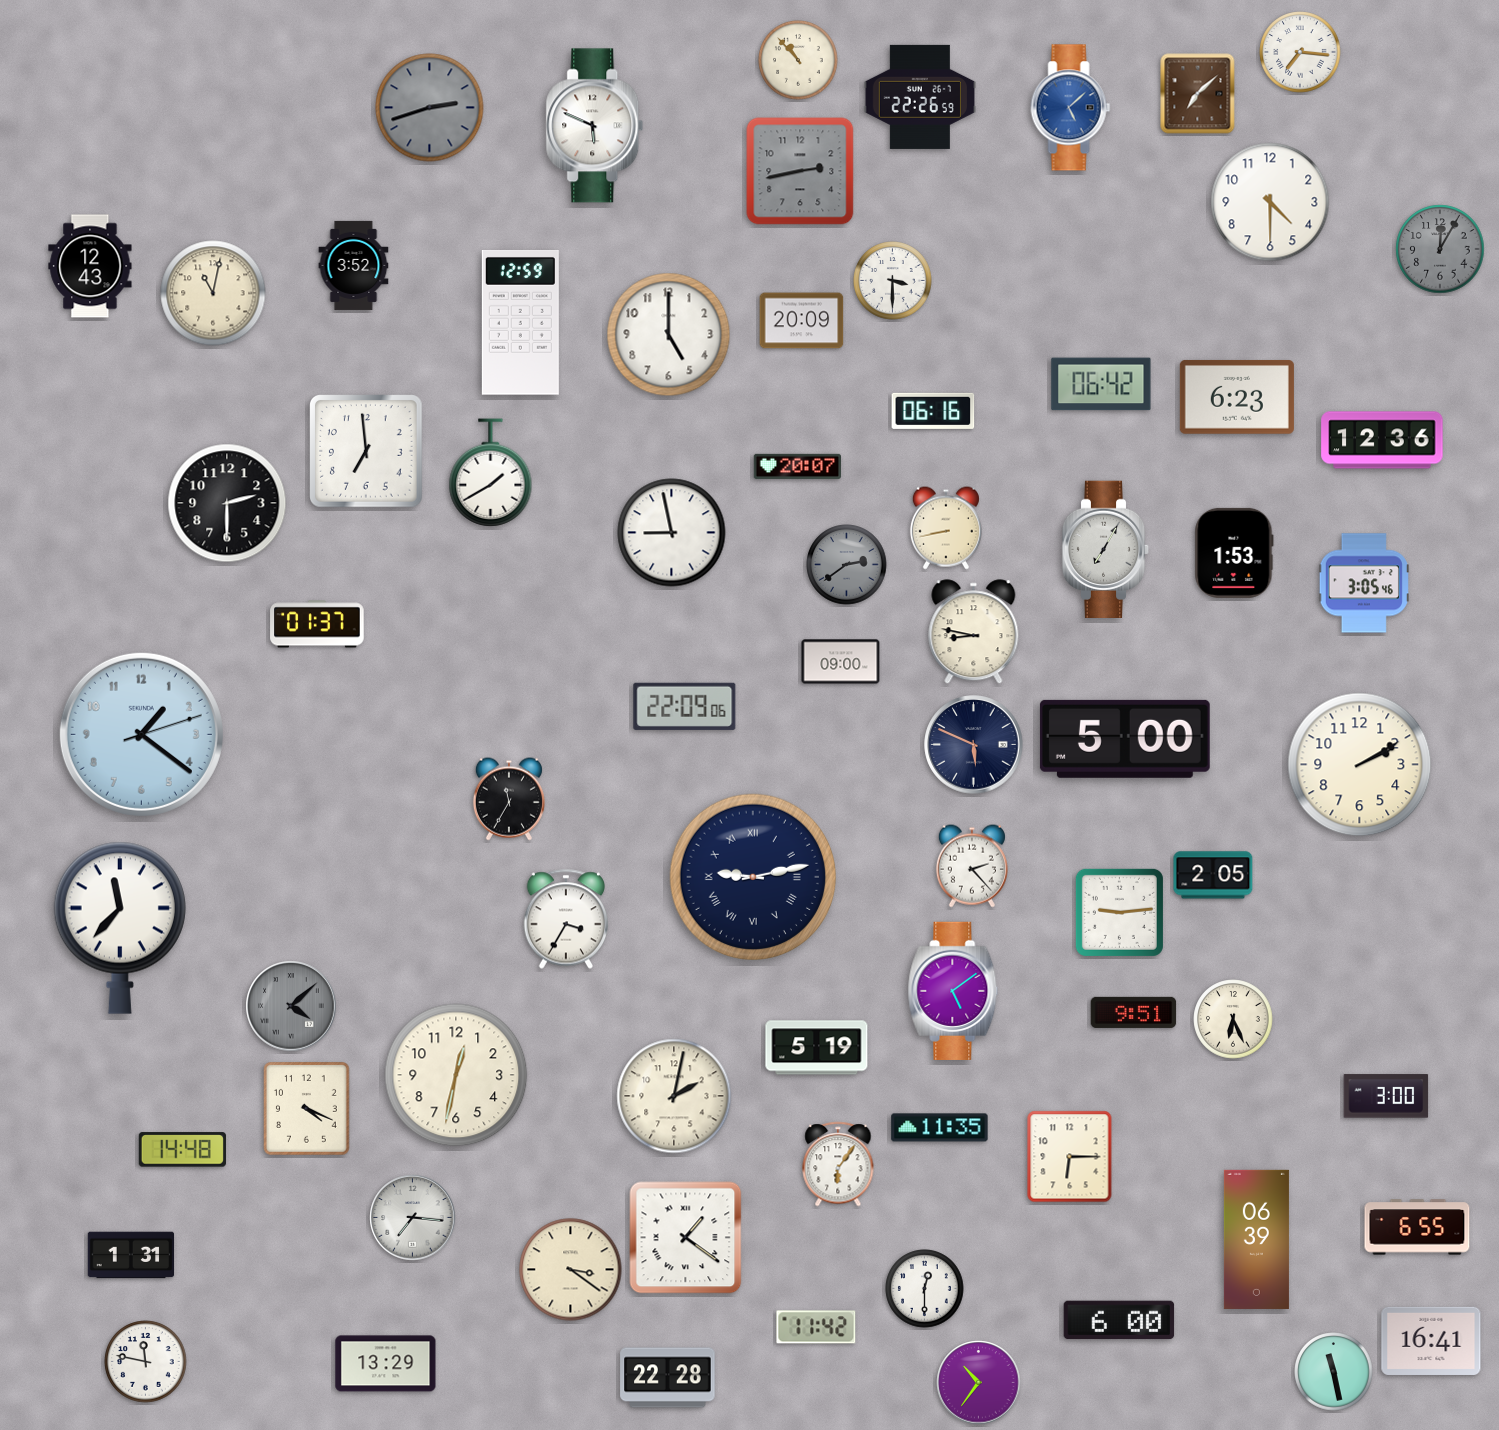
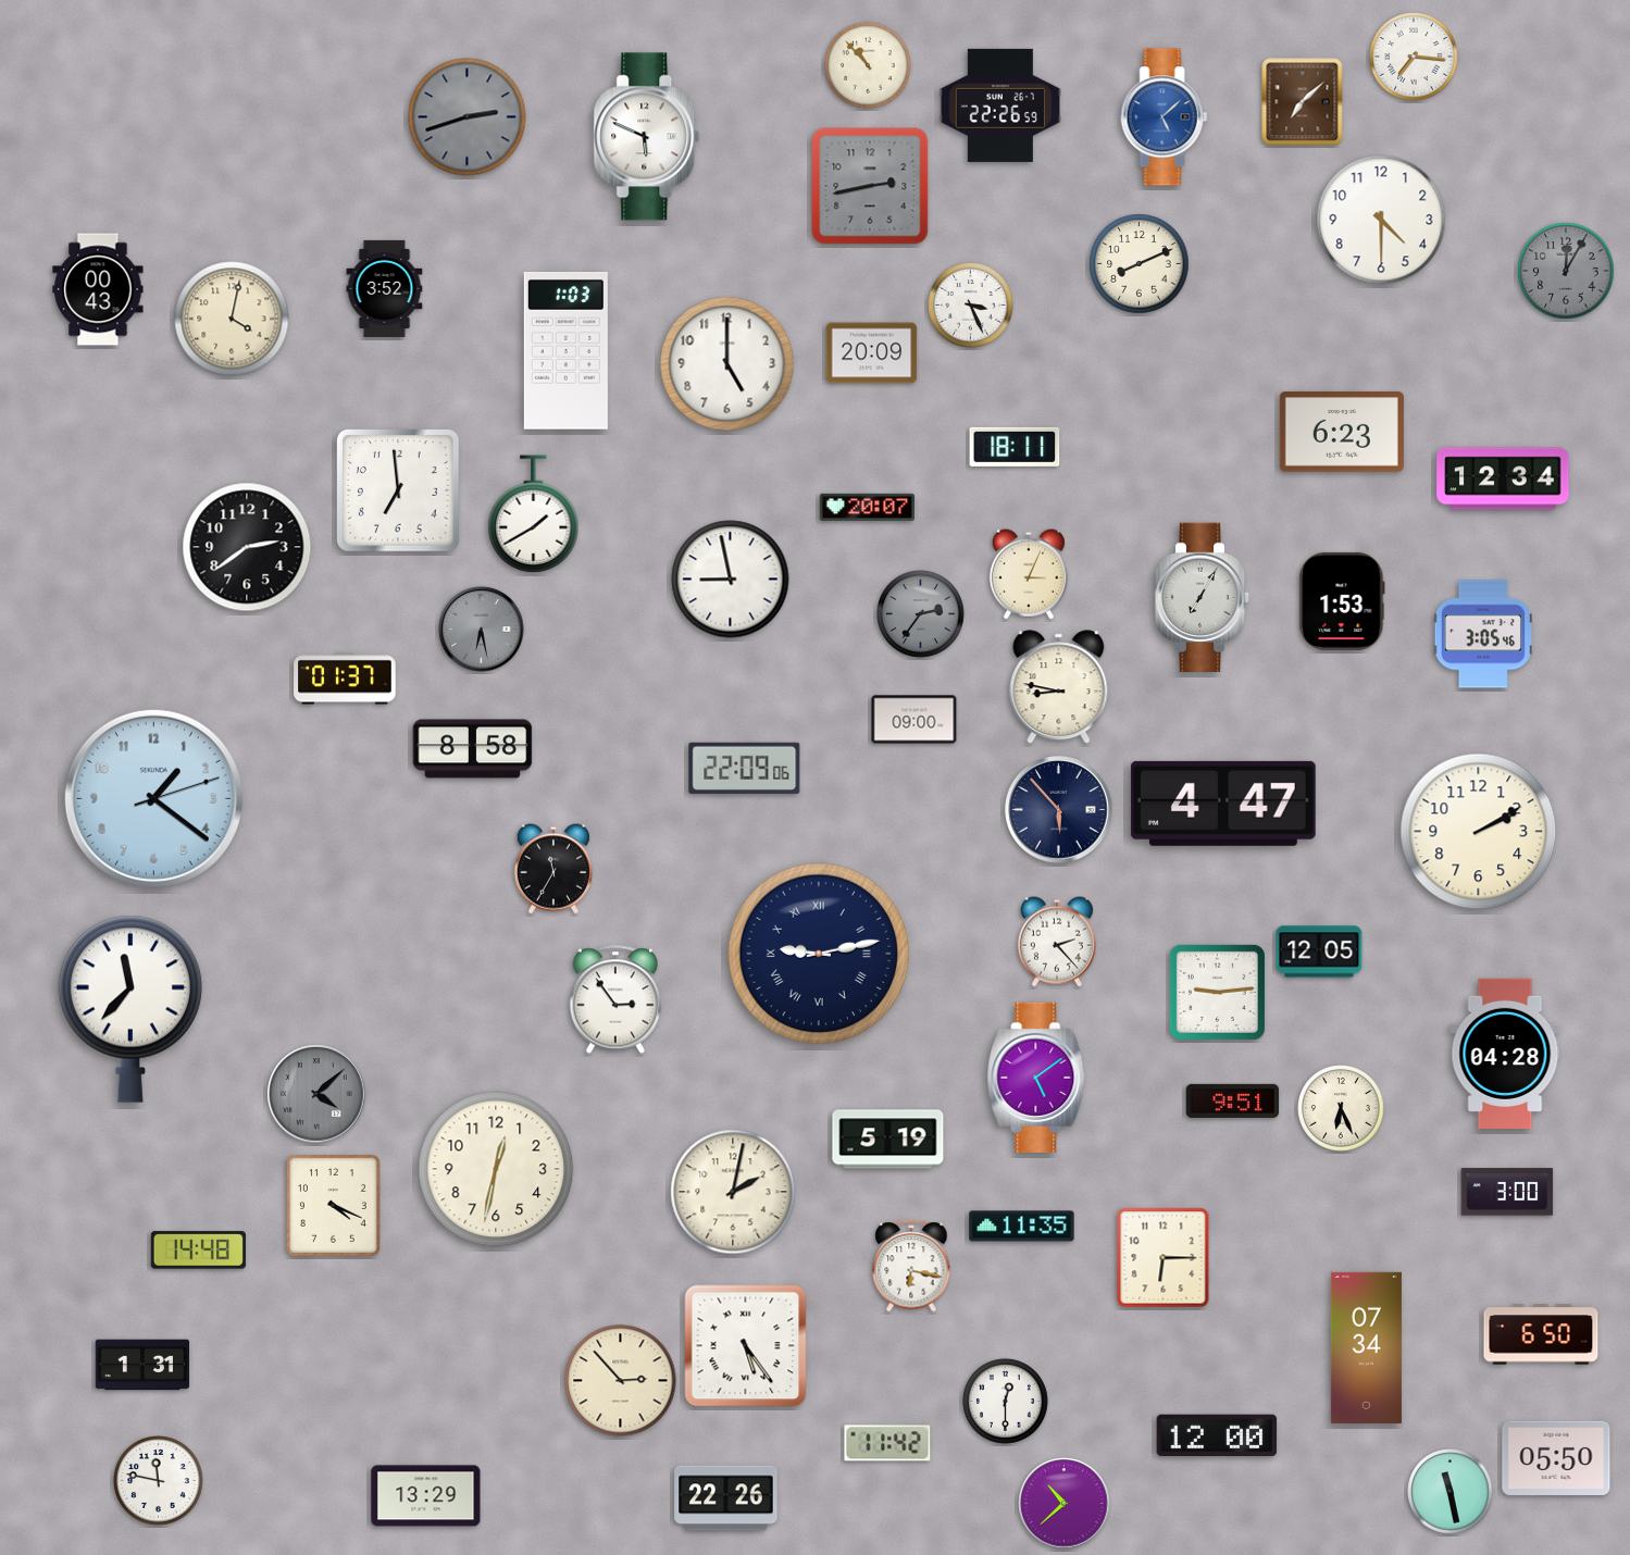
clock at (1140, 264): none -> 8:11
clock at (90, 266): 12:43 -> 00:43
clock at (893, 281): 3:30 -> 3:26
clock at (213, 293): 11:02 -> 4:02
clock at (802, 321) position: (802, 321) -> (872, 353)
clock at (520, 322): 12:59 -> 1:03
clock at (1101, 384): 06:42 -> none
clock at (1237, 397) position: (1237, 397) -> (1342, 432)
clock at (933, 411): 06:16 -> 18:11
clock at (1382, 440): 12:36 -> 12:34
clock at (227, 503): 2:30 -> 2:39
clock at (946, 528): 8:43 -> 3:04
clock at (847, 565): 2:39 -> 2:36
clock at (482, 630): none -> 6:28
clock at (473, 749): none -> 8:58
clock at (1125, 739): 5:00 -> 4:47
clock at (974, 745): 5:49 -> 5:53
clock at (1213, 875): 2:05 -> 12:05
clock at (565, 919): 3:35 -> 2:54
clock at (1505, 1053): none -> 04:28
clock at (838, 1164): 6:06 -> 6:17
clock at (413, 1218): 7:16 -> none
clock at (1417, 1227): 6:55 -> 6:50
clock at (686, 1238): 1:21 -> 5:24
clock at (1256, 1239): 06:39 -> 07:34
clock at (571, 1270): 3:21 -> 2:53
clock at (1119, 1320): 6:00 -> 12:00
clock at (1431, 1341): 16:41 -> 05:50
clock at (386, 1364) position: (386, 1364) -> (426, 1496)
clock at (668, 1378): 22:28 -> 22:26
clock at (979, 1383): 10:36 -> 10:38
